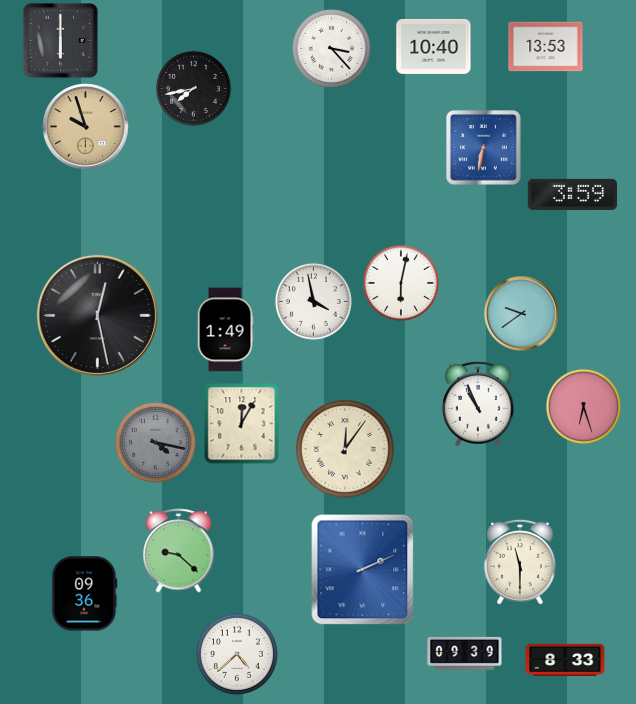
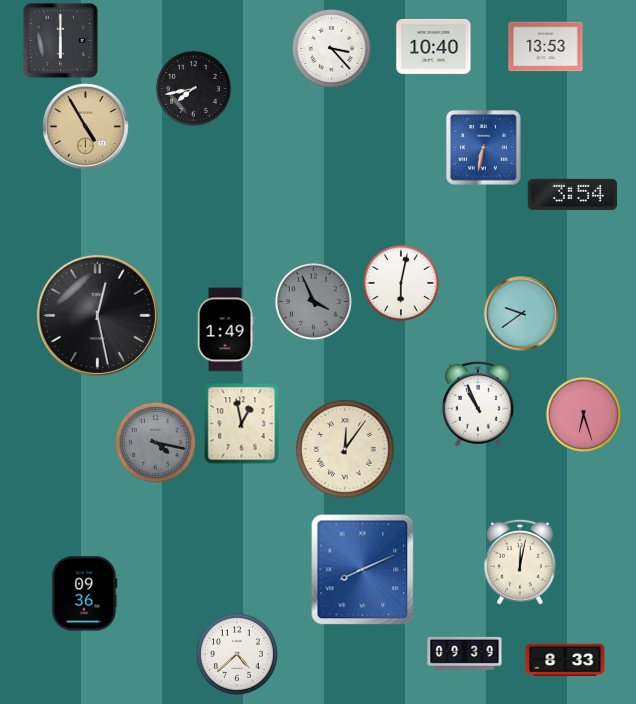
clock at (86, 127): 9:57 -> 4:55
clock at (572, 194): 3:59 -> 3:54
clock at (313, 301): 3:58 -> 3:56
clock at (313, 301) dial: white -> grey
clock at (583, 406) position: (583, 406) -> (583, 414)
clock at (242, 424): 12:05 -> 12:58
clock at (179, 551): 9:22 -> none
clock at (521, 562): 11:30 -> 12:02
clock at (363, 570): 2:11 -> 8:11
